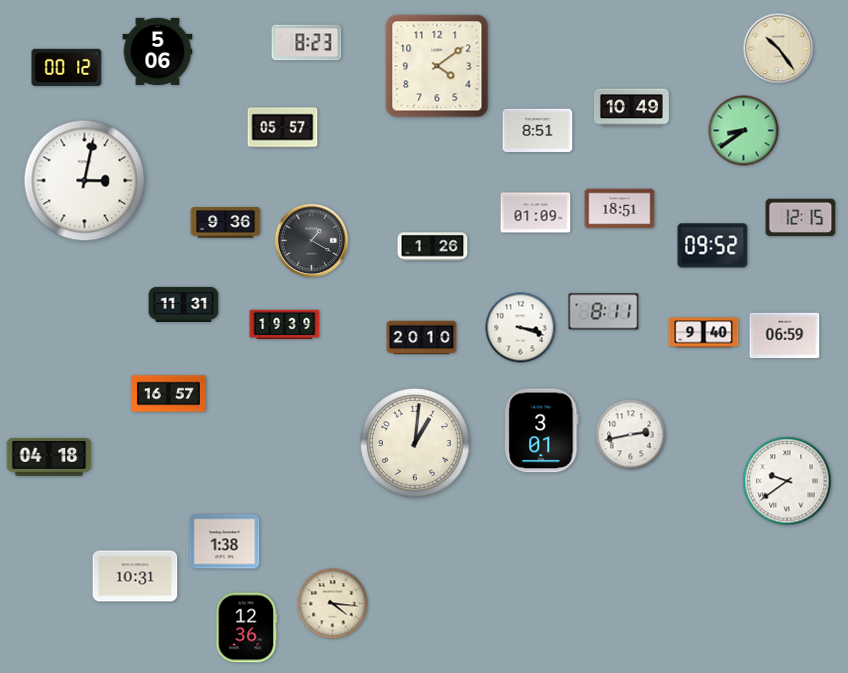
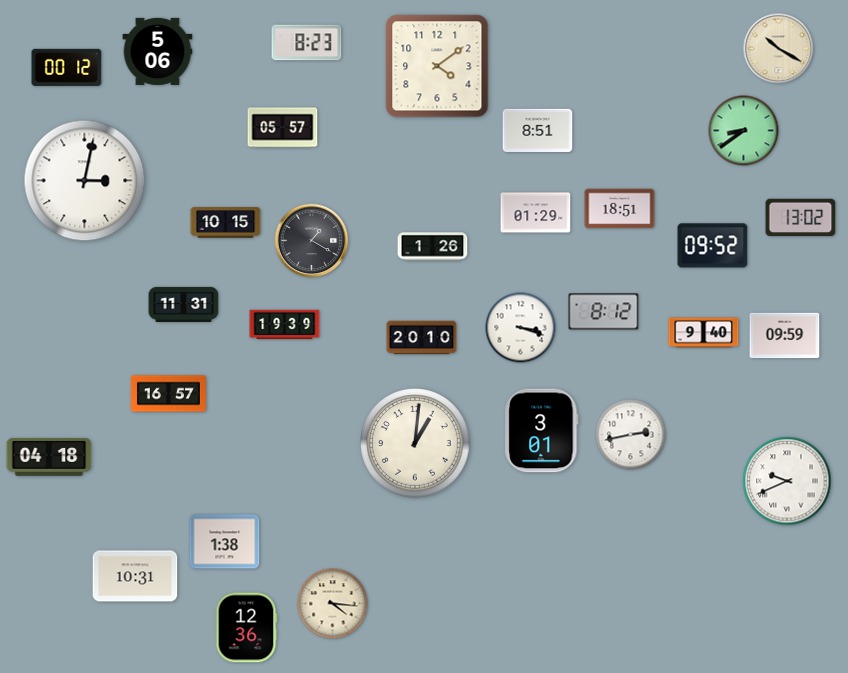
clock at (779, 49): 10:24 -> 10:20
clock at (631, 108): 10:49 -> none
clock at (536, 213): 01:09 -> 01:29
clock at (801, 218): 12:15 -> 13:02
clock at (226, 223): 9:36 -> 10:15
clock at (604, 312): 8:11 -> 8:12
clock at (785, 336): 06:59 -> 09:59
clock at (787, 481): 9:39 -> 9:41
